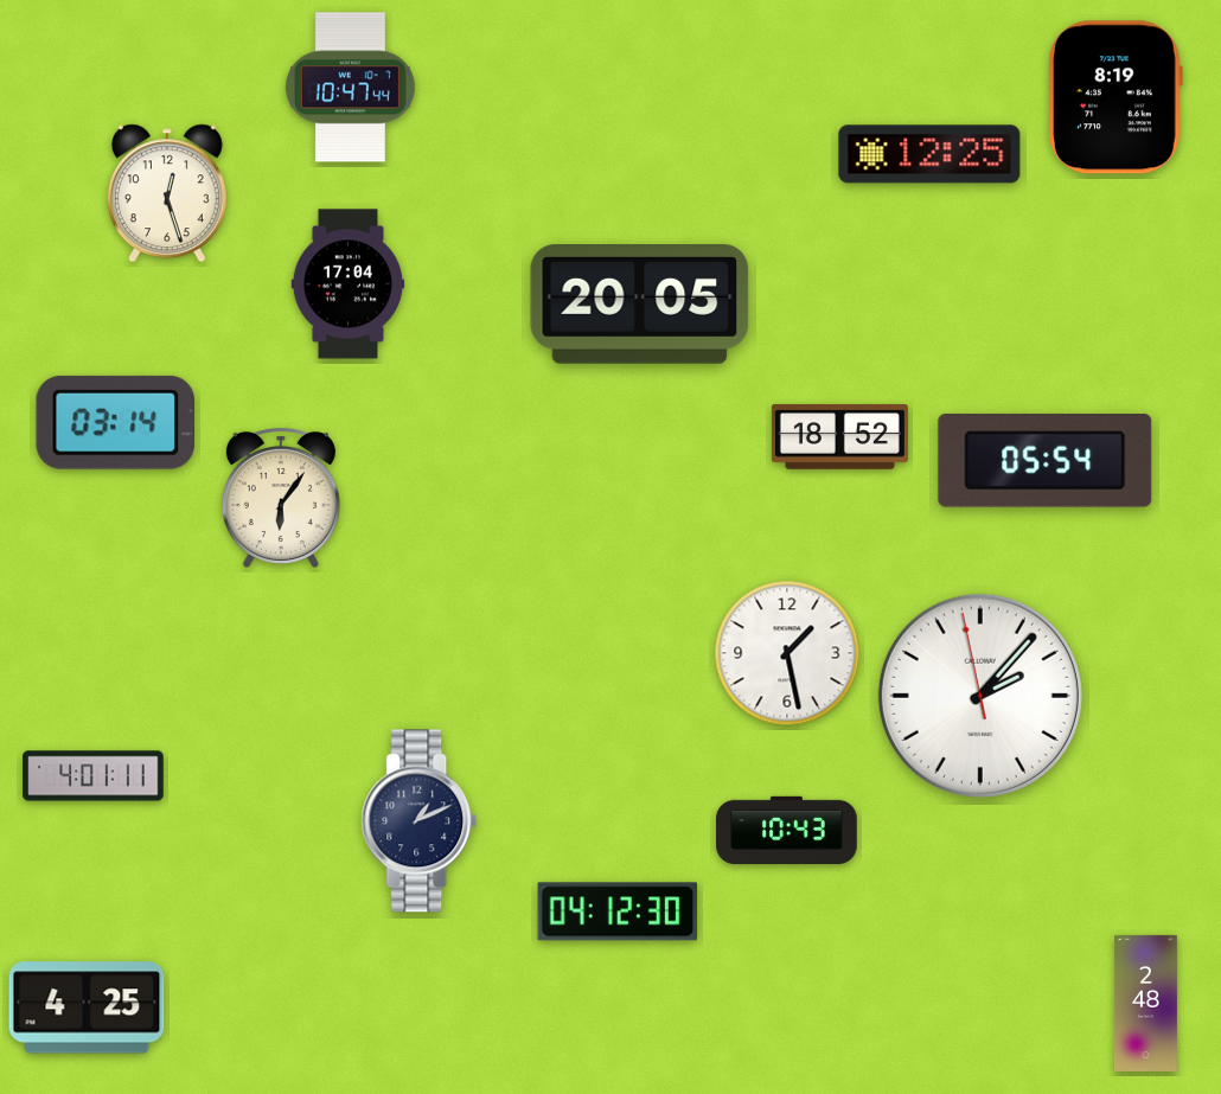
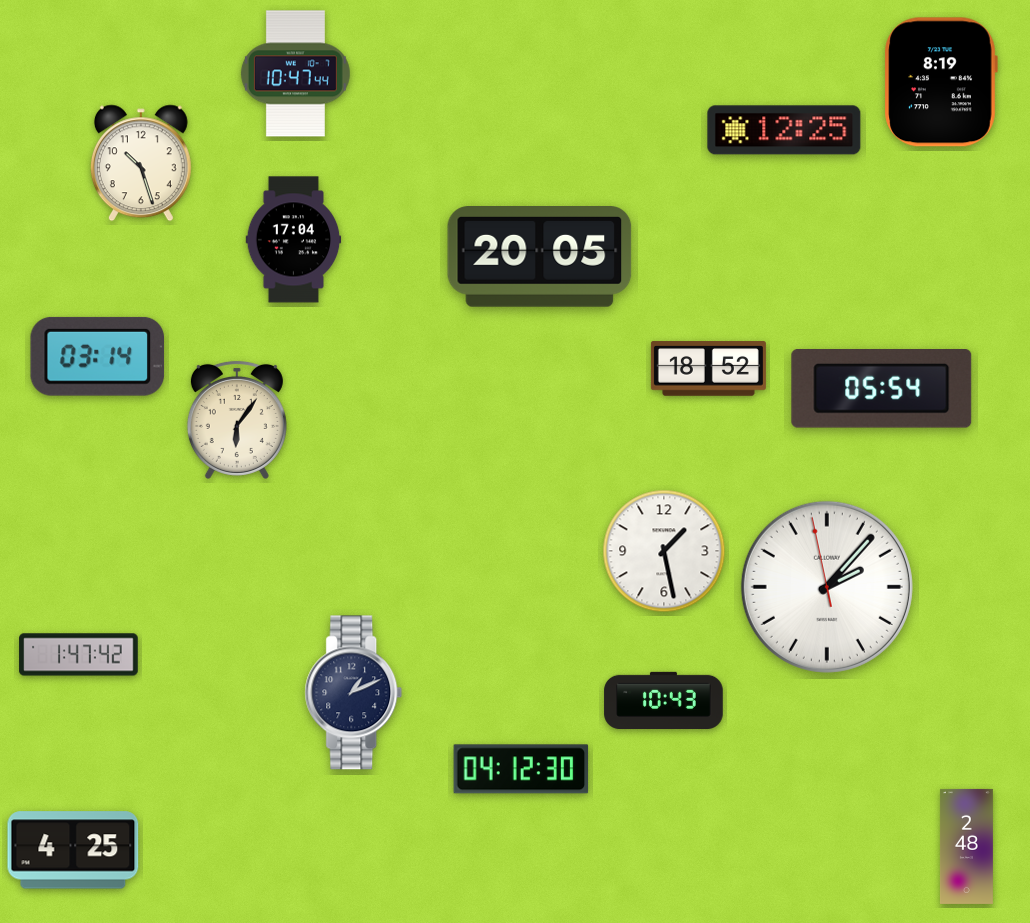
clock at (167, 193): 12:27 -> 10:27
clock at (94, 776): 4:01 -> 1:47
